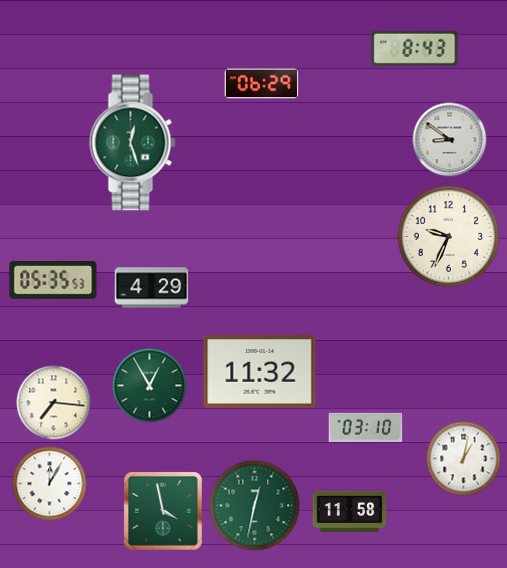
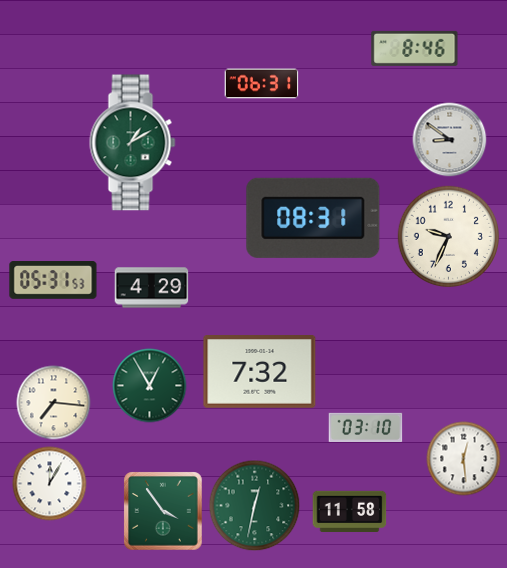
clock at (415, 48): 8:43 -> 8:46
clock at (262, 84): 06:29 -> 06:31
clock at (133, 143): 12:27 -> 1:10
clock at (313, 218): none -> 08:31
clock at (53, 281): 05:35 -> 05:31
clock at (260, 372): 11:32 -> 7:32
clock at (464, 459): 1:02 -> 12:29
clock at (163, 511): 3:58 -> 3:54
